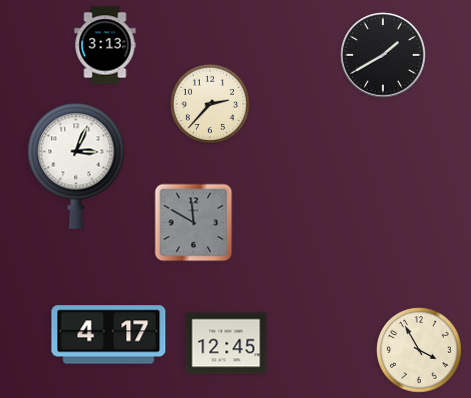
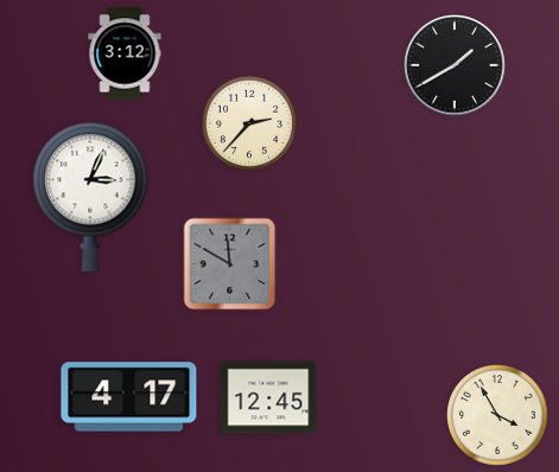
clock at (105, 45): 3:13 -> 3:12
clock at (226, 343) position: (226, 343) -> (268, 397)
